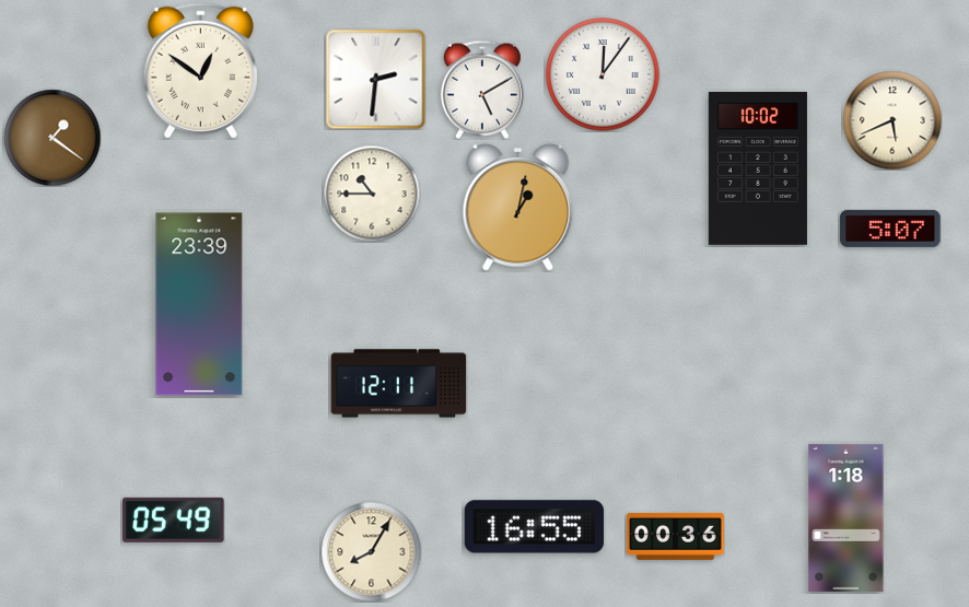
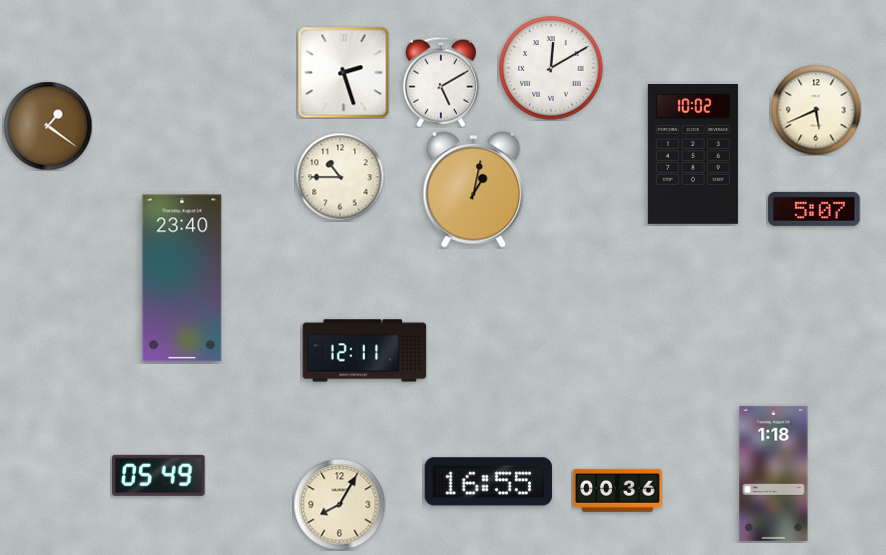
clock at (200, 70): 12:51 -> none
clock at (603, 74): 12:06 -> 12:10
clock at (375, 79): 2:31 -> 2:27
clock at (199, 304): 23:39 -> 23:40
